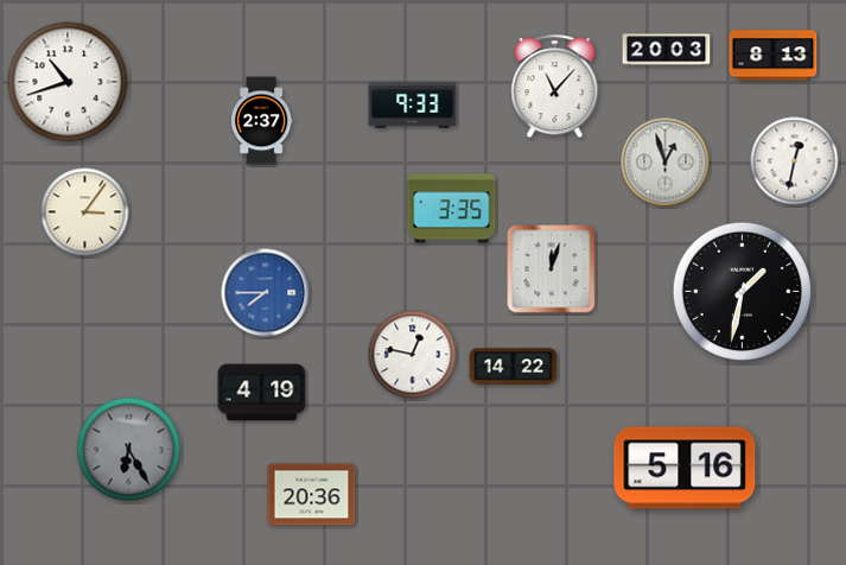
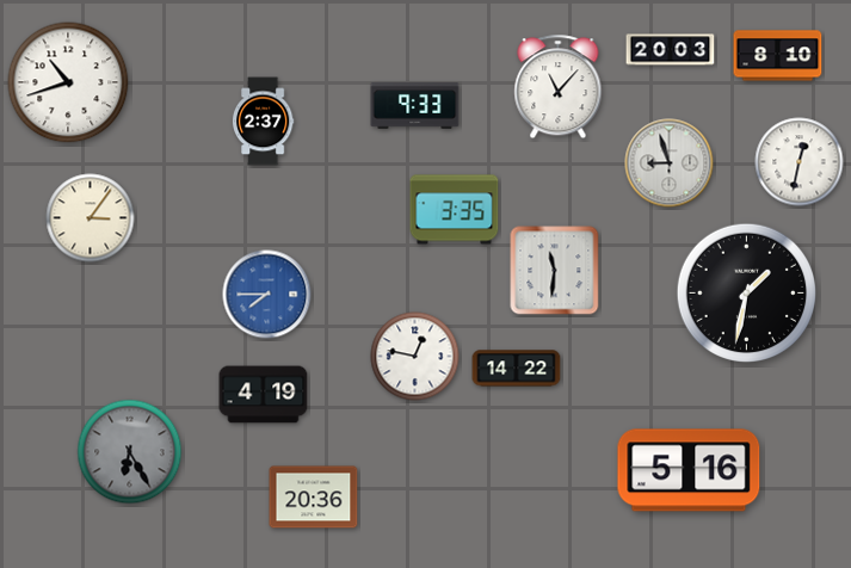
clock at (774, 56): 8:13 -> 8:10
clock at (666, 163): 12:57 -> 8:57
clock at (85, 212) position: (85, 212) -> (91, 218)
clock at (552, 269): 12:03 -> 11:31
